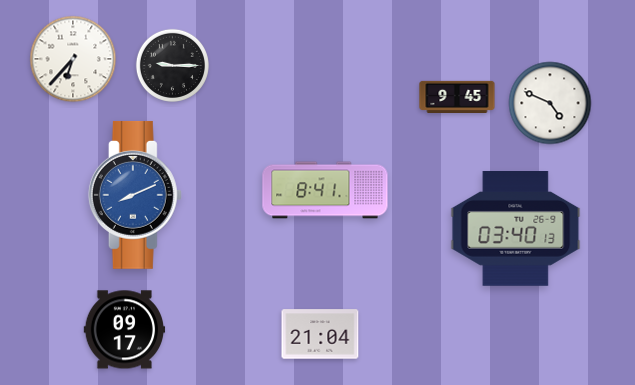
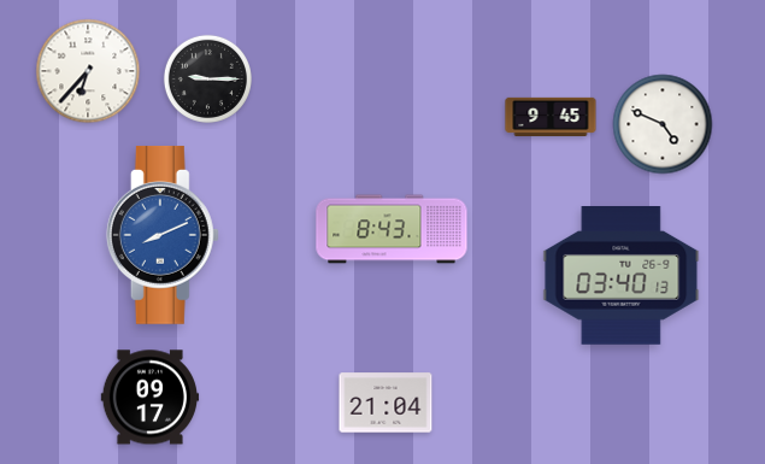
clock at (325, 190): 8:41 -> 8:43
